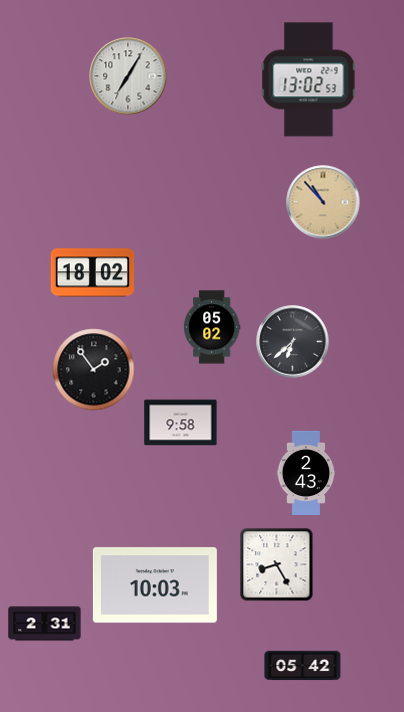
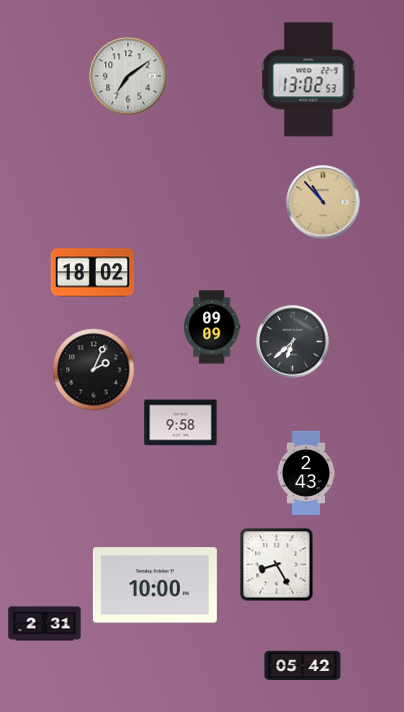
clock at (128, 76): 7:05 -> 7:09
clock at (212, 327): 05:02 -> 09:09
clock at (94, 370): 1:54 -> 2:04
clock at (155, 585): 10:03 -> 10:00
